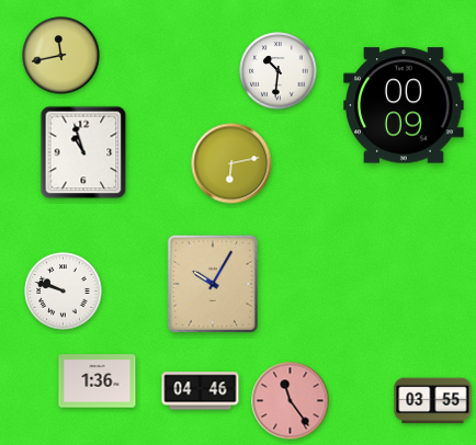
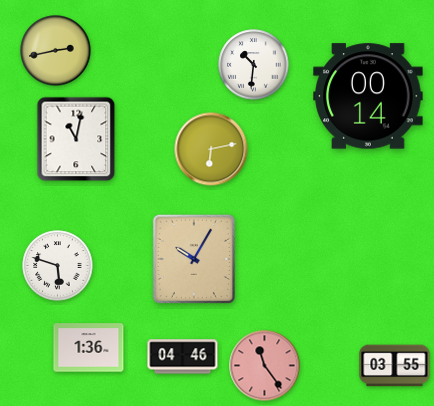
clock at (61, 56): 11:43 -> 2:43
clock at (404, 105): 00:09 -> 00:14
clock at (83, 152): 10:57 -> 11:02
clock at (64, 292): 9:48 -> 5:48
